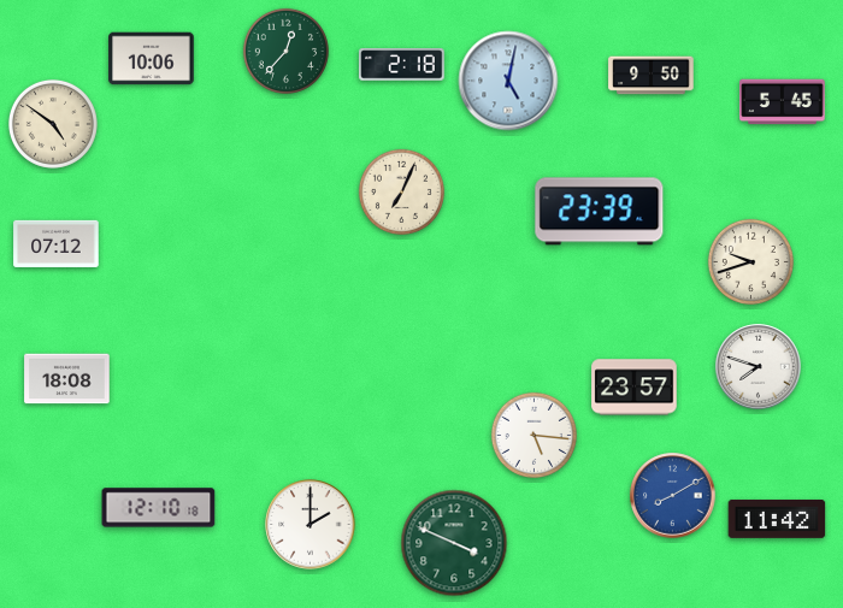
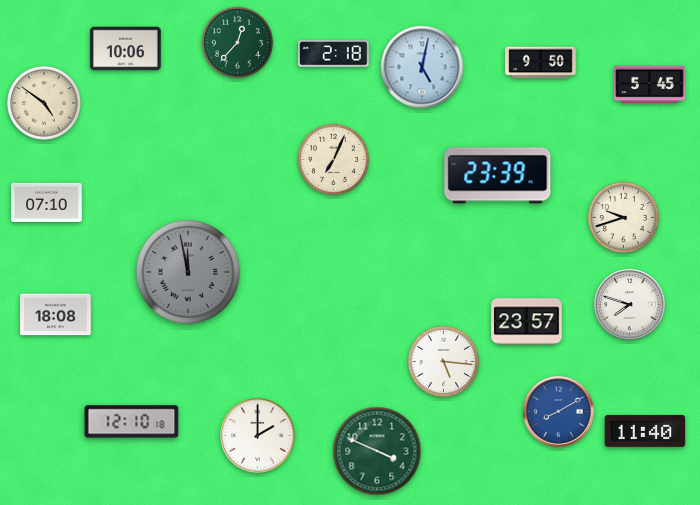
clock at (57, 243): 07:12 -> 07:10
clock at (188, 272): none -> 11:58
clock at (777, 519): 11:42 -> 11:40
